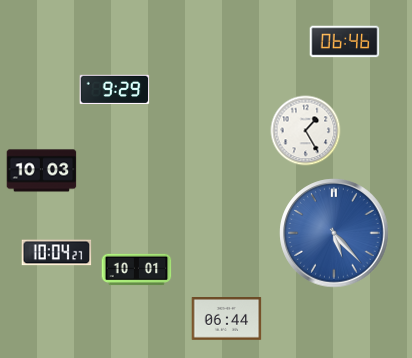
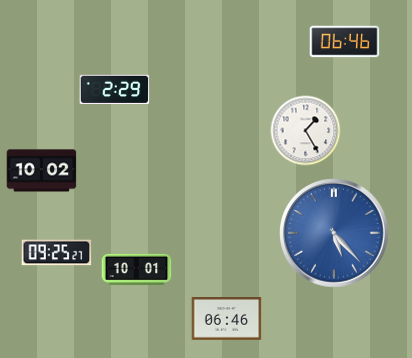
clock at (115, 89): 9:29 -> 2:29
clock at (42, 171): 10:03 -> 10:02
clock at (57, 253): 10:04 -> 09:25
clock at (227, 319): 06:44 -> 06:46
